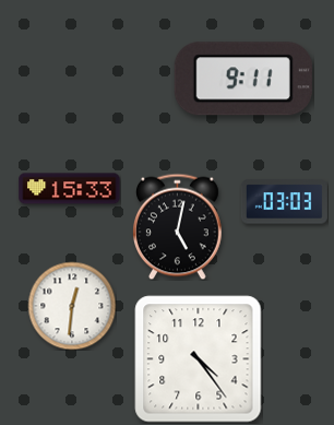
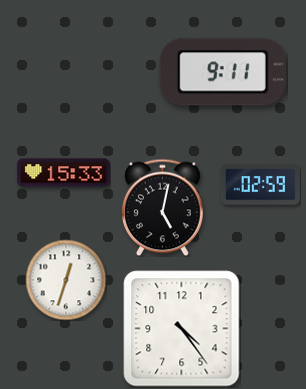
clock at (284, 202): 03:03 -> 02:59
clock at (72, 306): 12:31 -> 12:33
